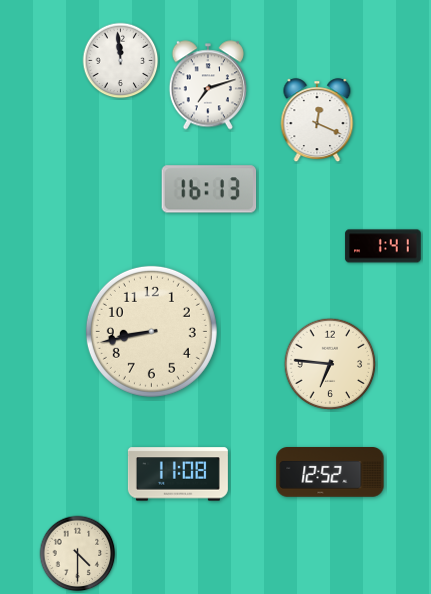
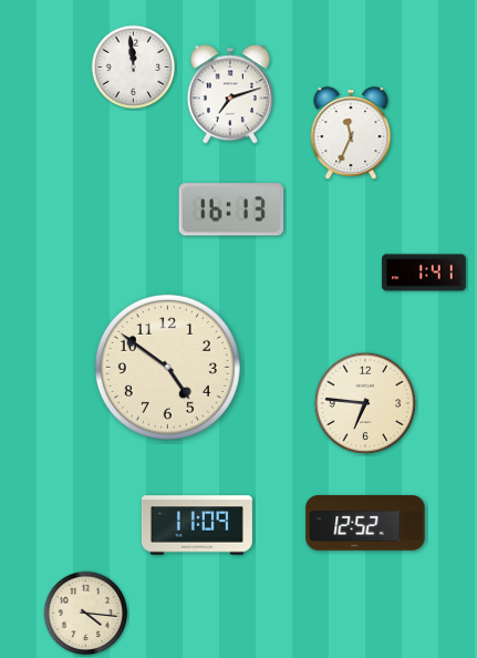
clock at (317, 121): 12:19 -> 11:34
clock at (151, 331): 8:43 -> 4:51
clock at (178, 474): 11:08 -> 11:09
clock at (78, 554): 4:30 -> 4:16
